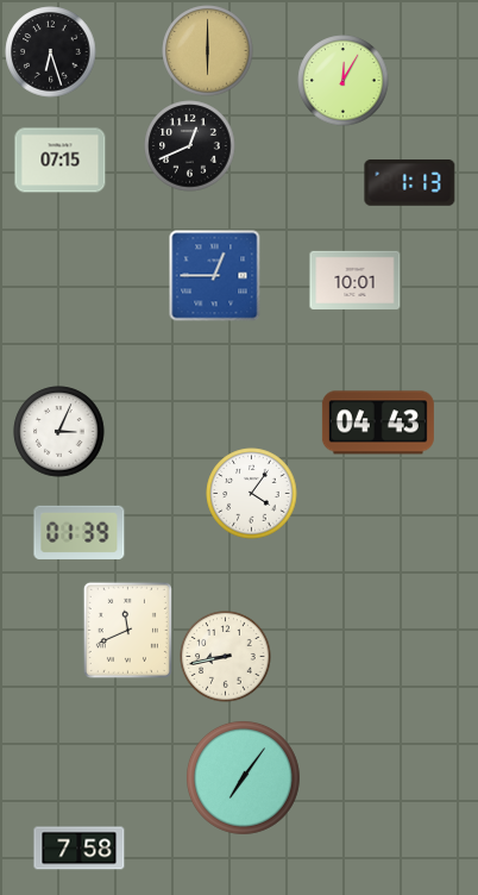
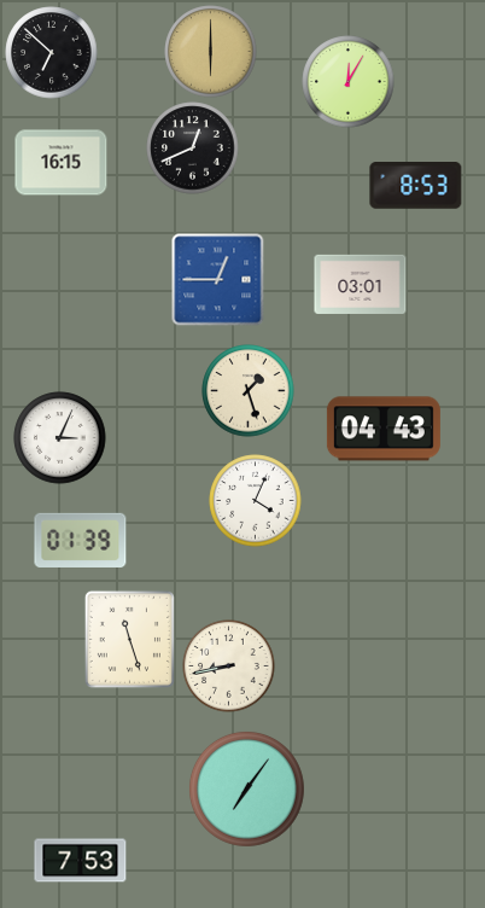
clock at (51, 52): 6:27 -> 6:52
clock at (61, 161): 07:15 -> 16:15
clock at (410, 183): 1:13 -> 8:53
clock at (356, 280): 10:01 -> 03:01
clock at (249, 391): none -> 1:27
clock at (252, 494): 4:06 -> 4:04
clock at (127, 630): 11:41 -> 11:27
clock at (80, 849): 7:58 -> 7:53
